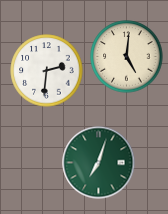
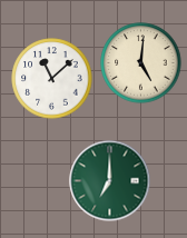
clock at (47, 71): 2:31 -> 11:08
clock at (99, 163): 7:03 -> 7:00
